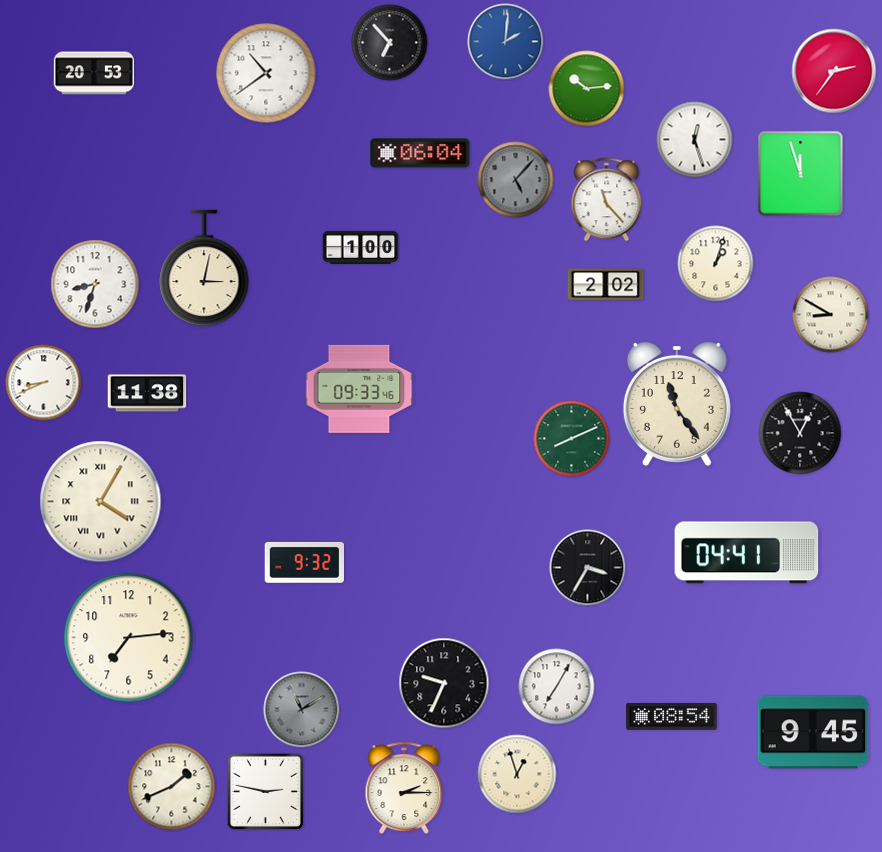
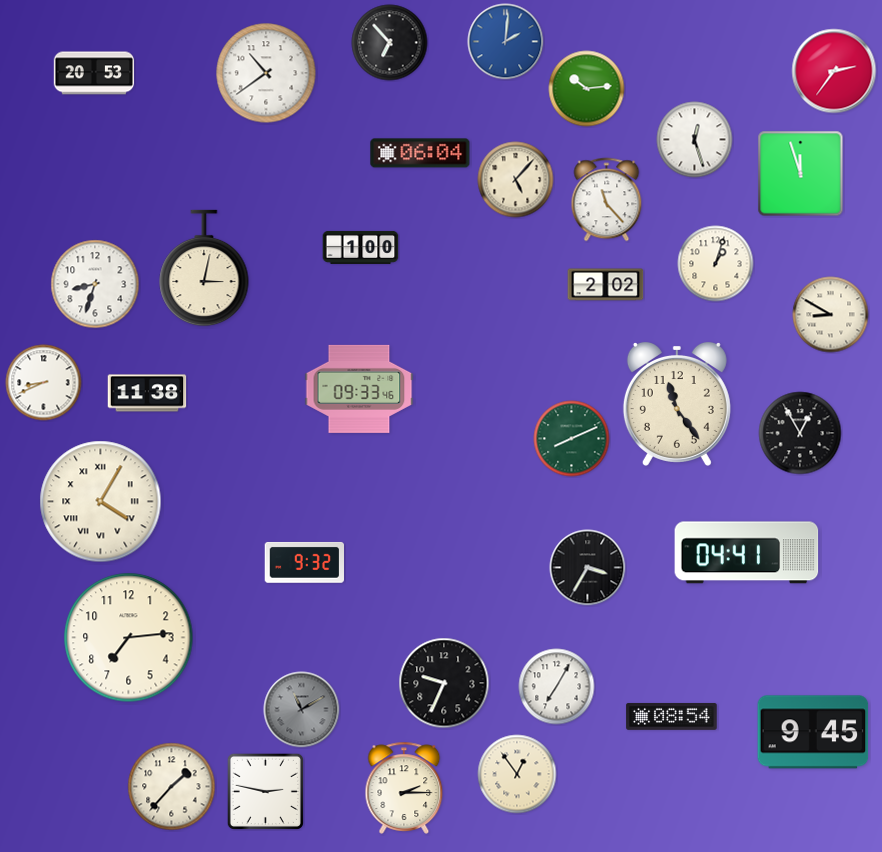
clock at (516, 180) dial: grey -> cream
clock at (517, 774): 12:57 -> 12:54
clock at (172, 787): 1:41 -> 1:37
